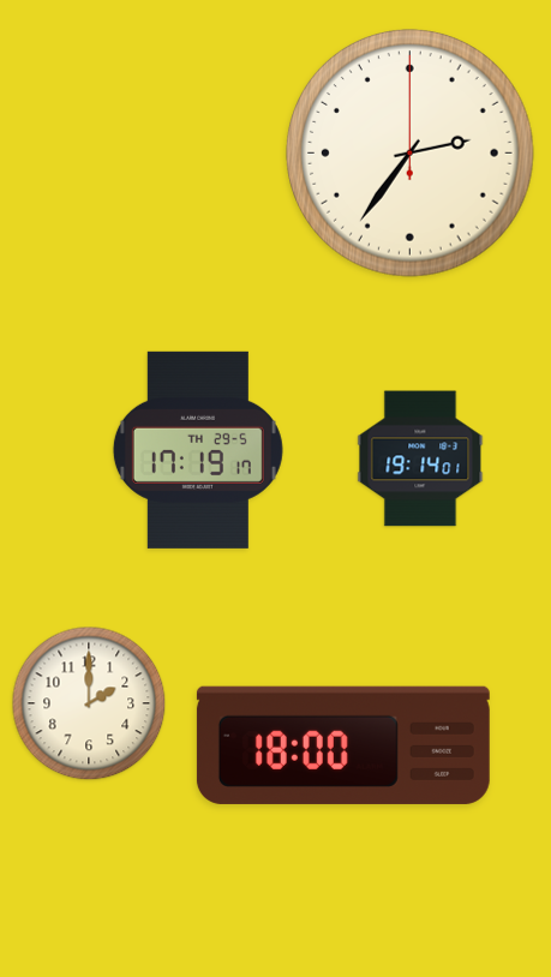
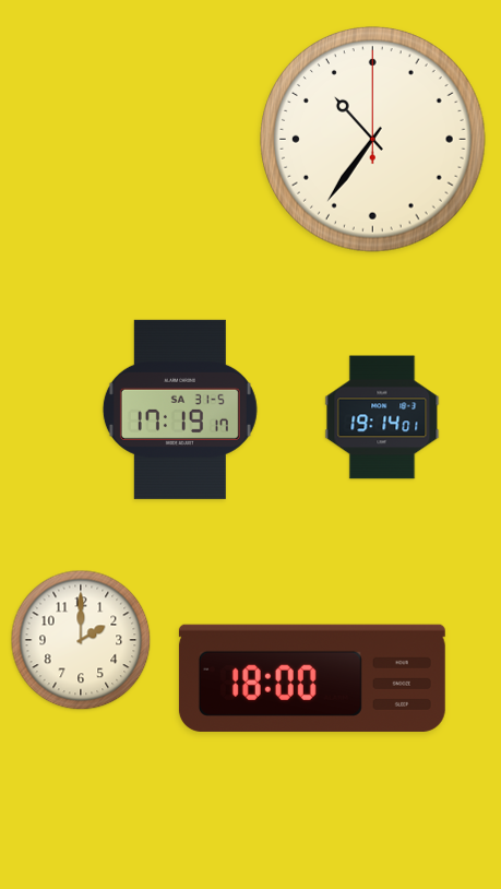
clock at (411, 154): 2:36 -> 10:36
clock at (198, 450) date: TH 29-5 -> SA 31-5
